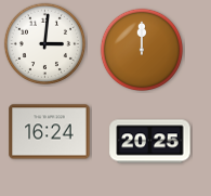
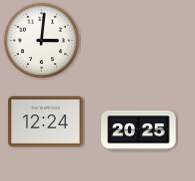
clock at (141, 49): 12:00 -> none
clock at (50, 132): 16:24 -> 12:24
